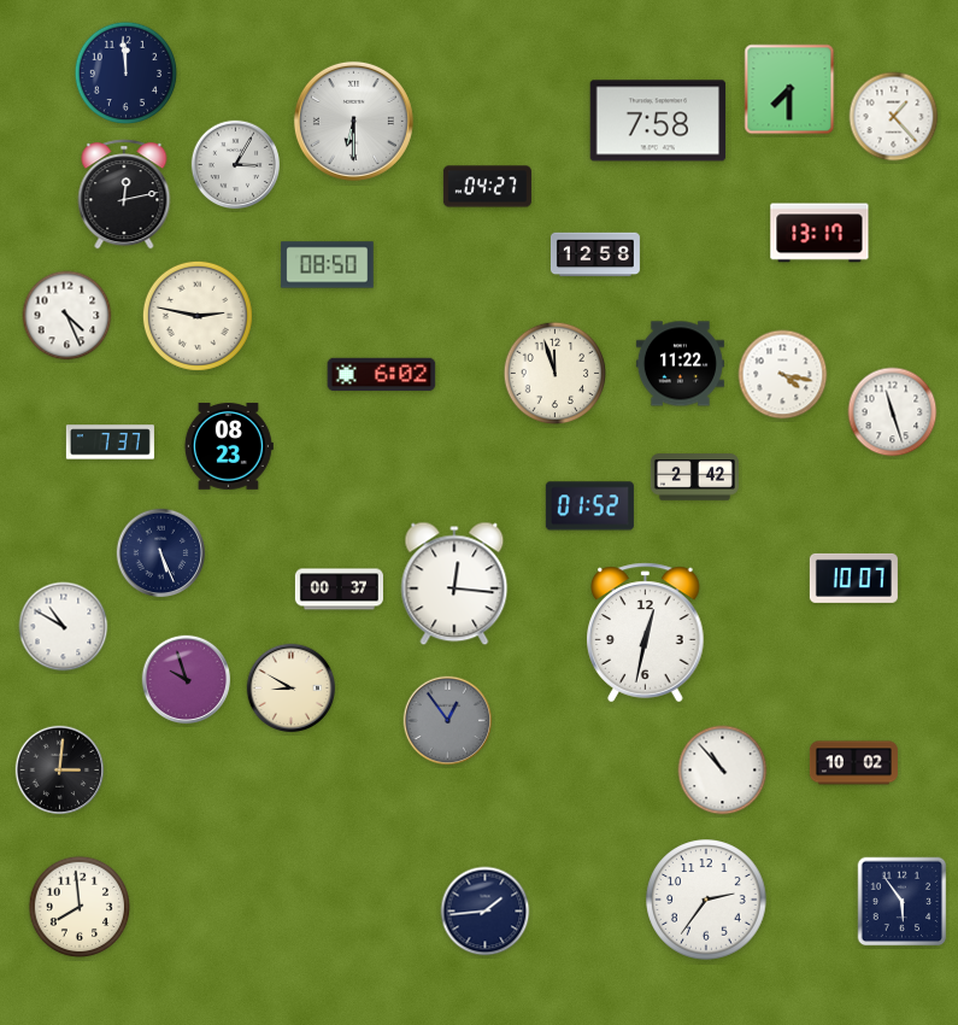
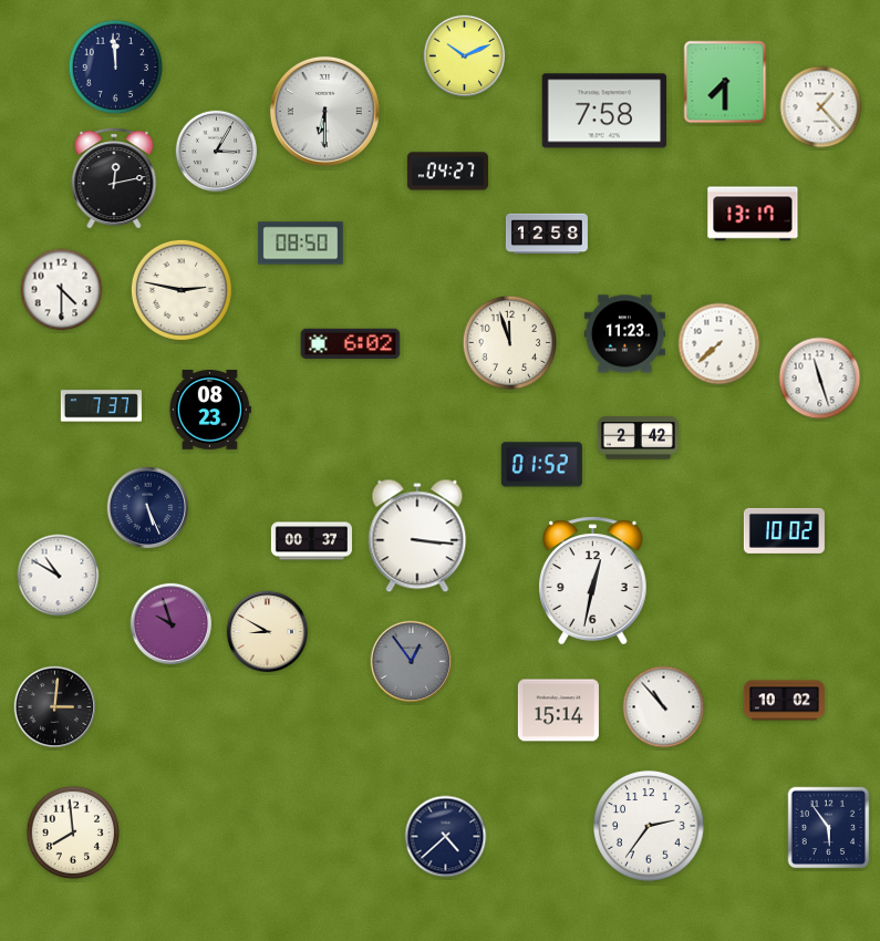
clock at (465, 56): none -> 10:11
clock at (67, 316): 4:26 -> 4:30
clock at (680, 364): 11:22 -> 11:23
clock at (783, 375): 4:17 -> 7:38
clock at (853, 578): 10:07 -> 10:02
clock at (454, 584): 12:16 -> 3:16
clock at (558, 711): none -> 15:14
clock at (486, 912): 1:44 -> 4:38
